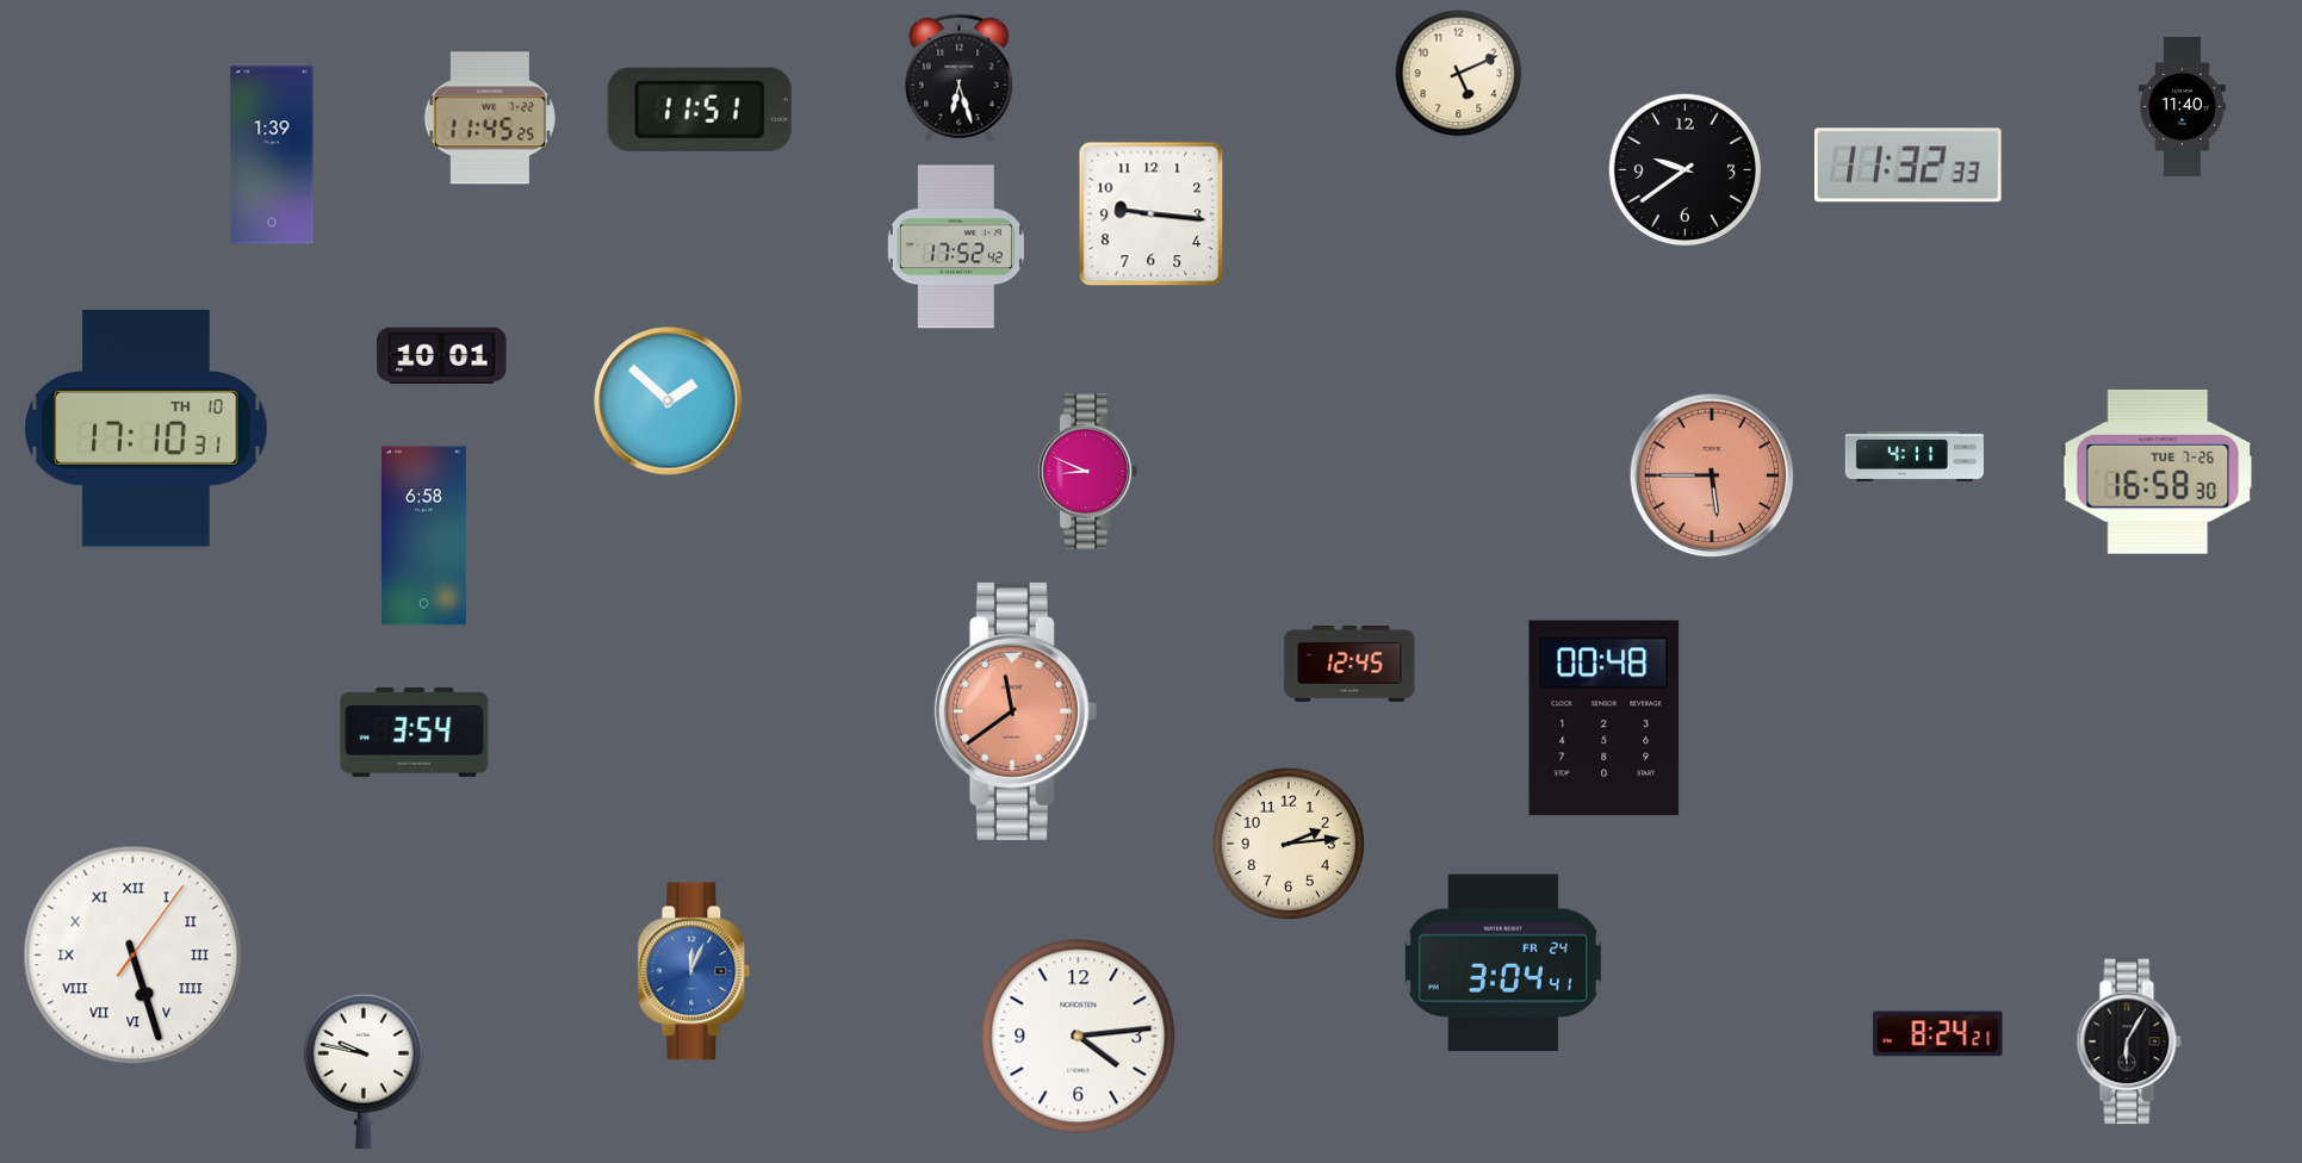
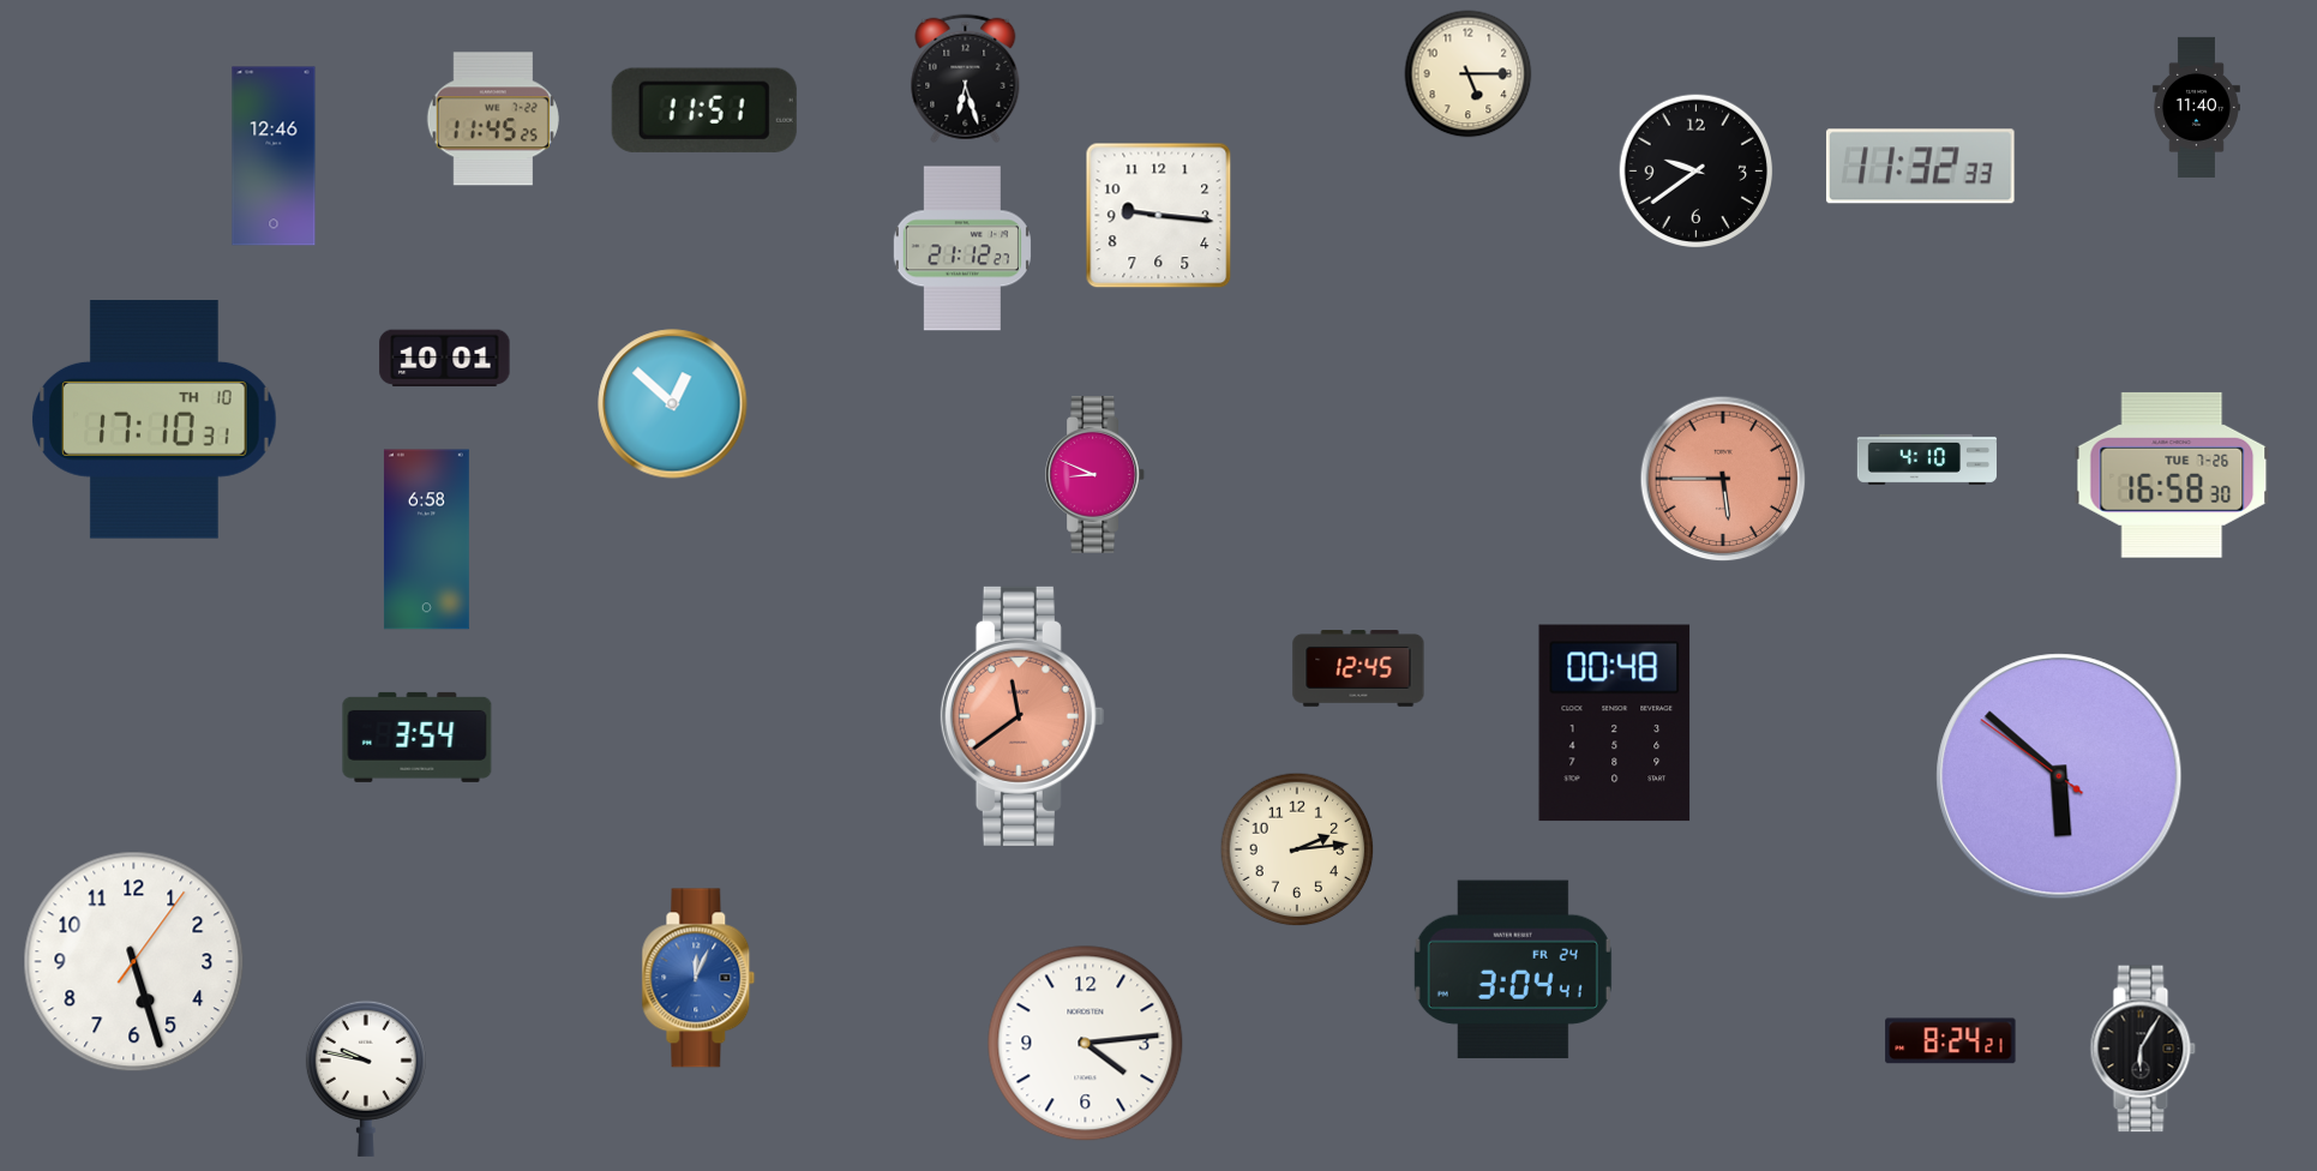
clock at (1459, 74): 5:11 -> 5:15
clock at (272, 155): 1:39 -> 12:46
clock at (956, 247): 17:52 -> 21:12
clock at (669, 402): 1:52 -> 12:52
clock at (147, 429) position: (147, 429) -> (155, 420)
clock at (1913, 456): 4:11 -> 4:10
clock at (2059, 776): none -> 5:51
clock at (134, 956) numerals: Roman -> Arabic
